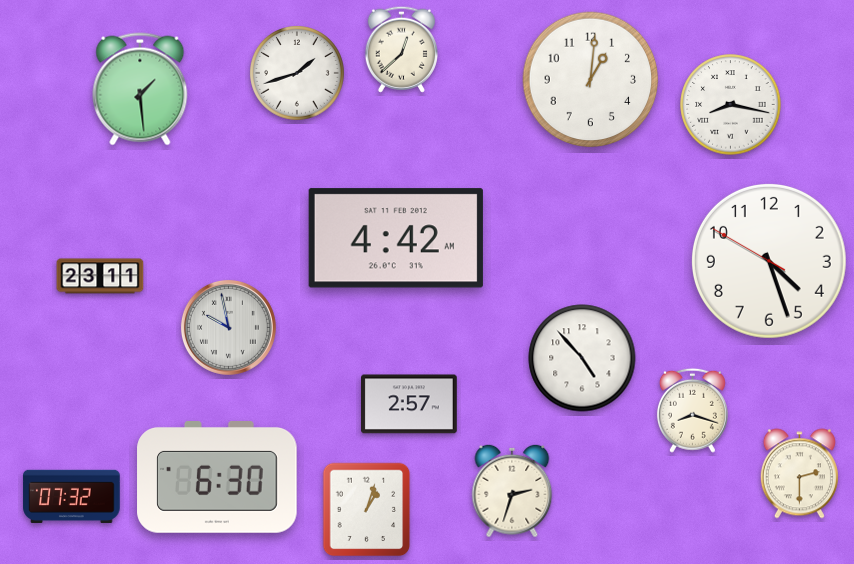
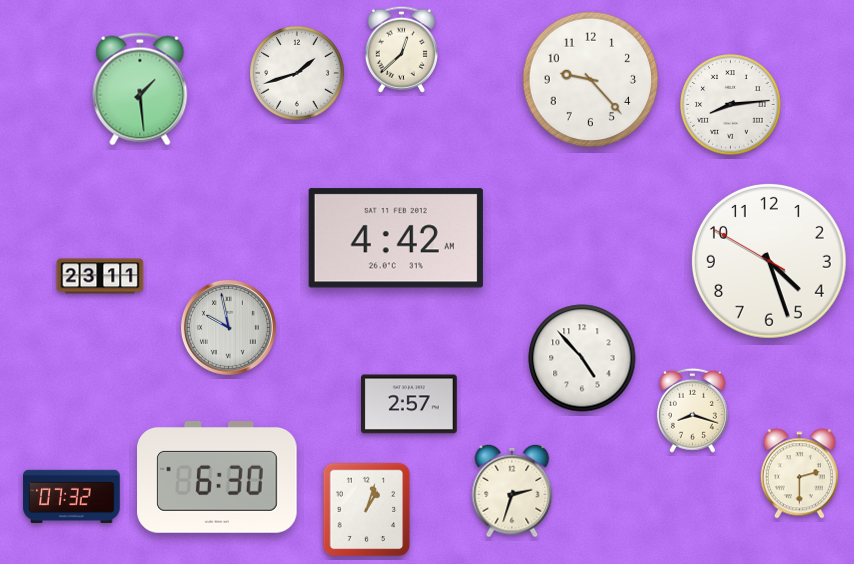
clock at (591, 80): 1:01 -> 9:23
clock at (731, 105): 8:17 -> 8:14
